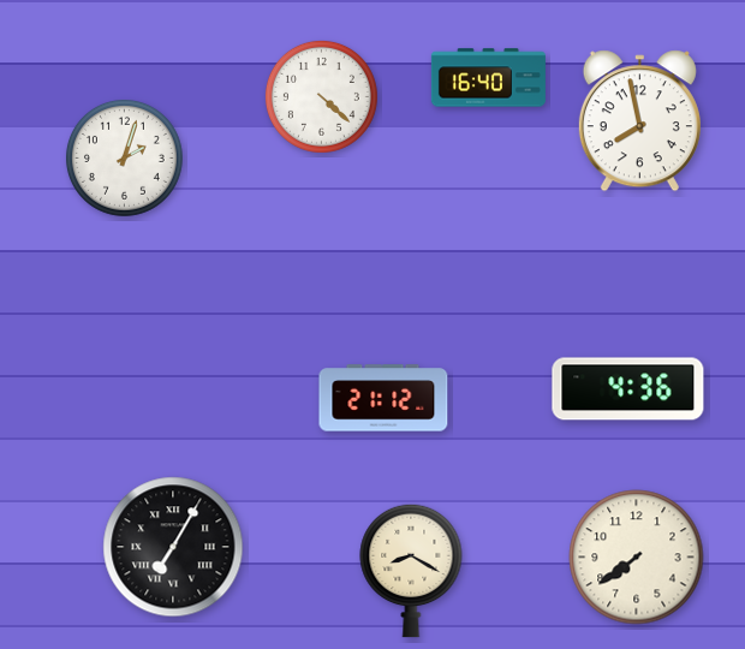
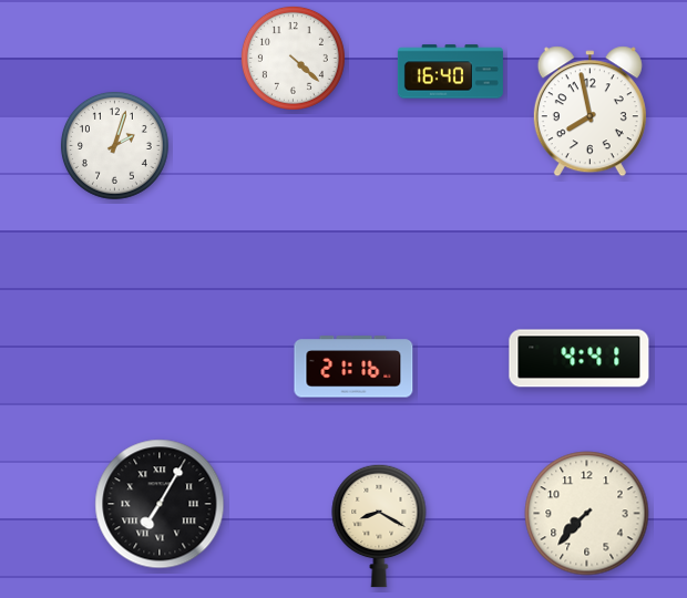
clock at (321, 96) position: (321, 96) -> (293, 58)
clock at (628, 389): 4:36 -> 4:41
clock at (383, 398): 21:12 -> 21:16
clock at (637, 558): 7:39 -> 7:37
